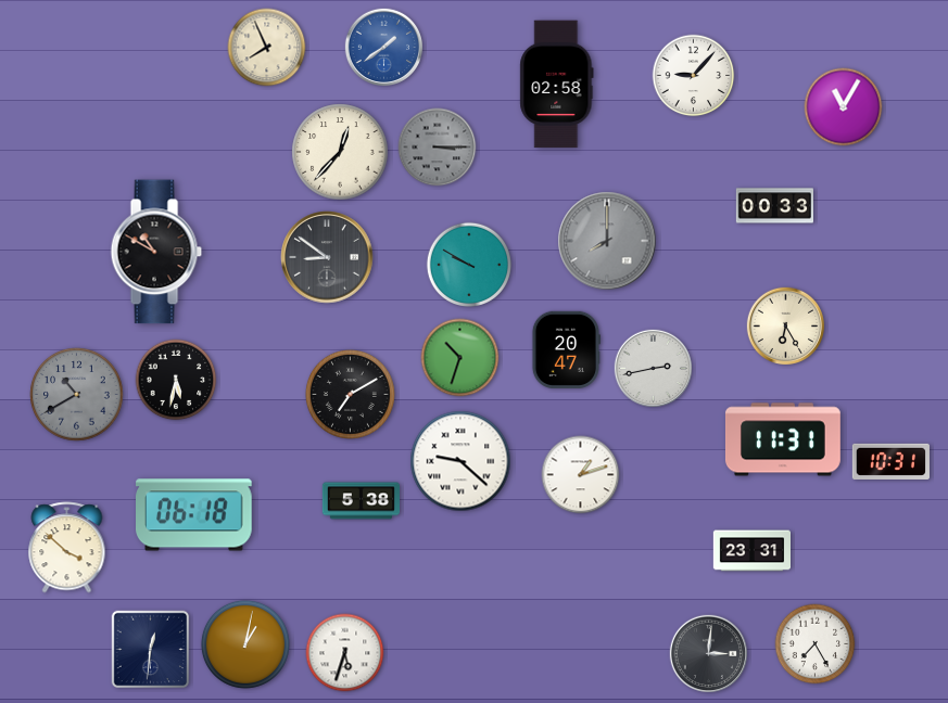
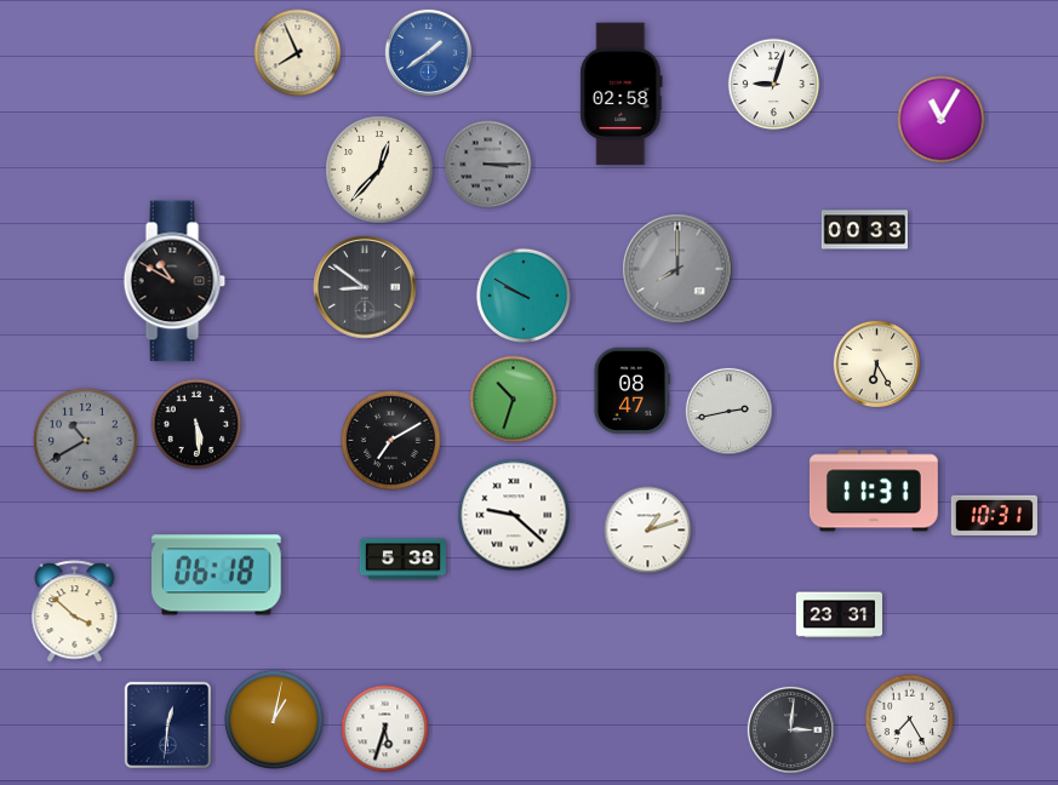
clock at (694, 76): 9:07 -> 9:03
clock at (566, 349): 20:47 -> 08:47
clock at (176, 380): 5:32 -> 5:29
